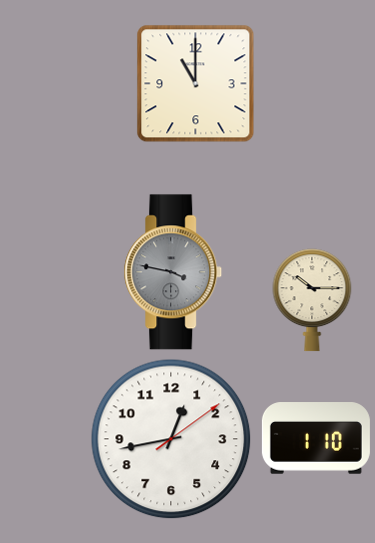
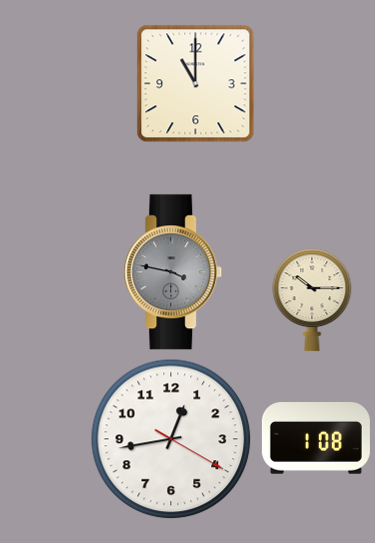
clock at (316, 438): 1:10 -> 1:08
clock at (171, 439): 12:43:09 -> 12:43:20
